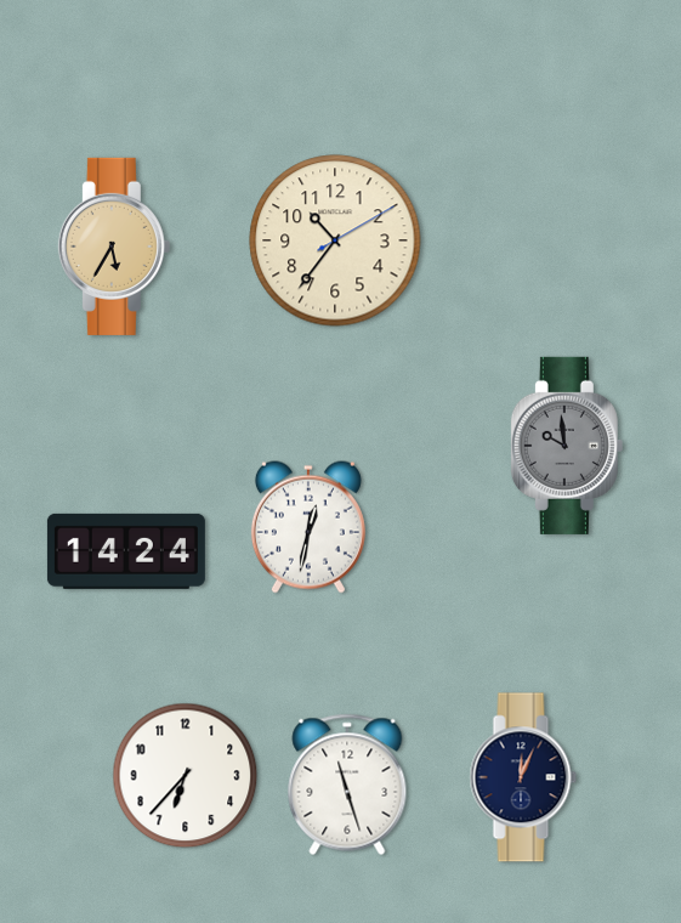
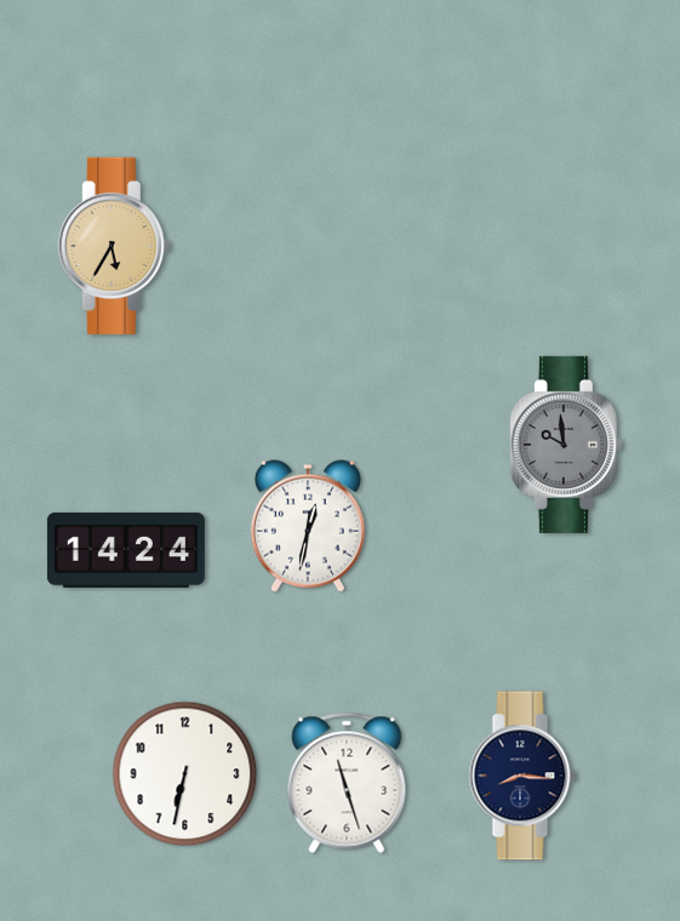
clock at (335, 240): 10:36 -> none
clock at (186, 776): 6:37 -> 6:32
clock at (523, 777): 12:04 -> 8:16
